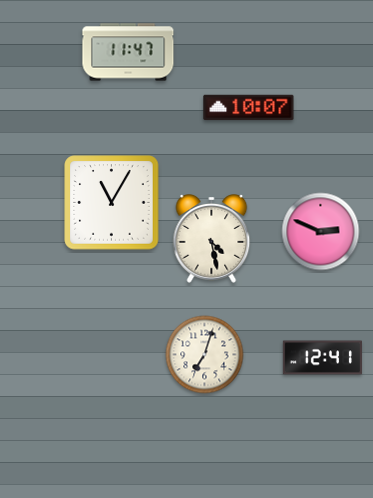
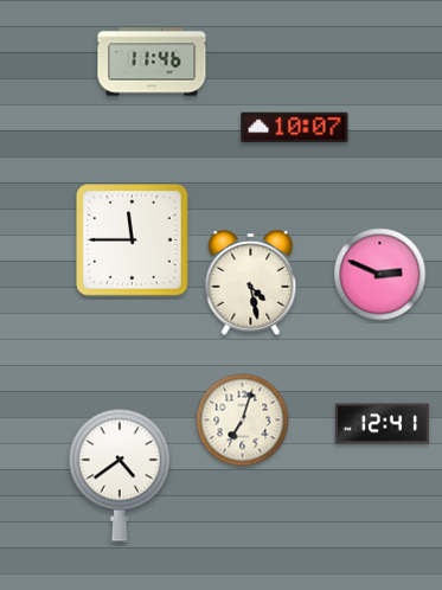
clock at (128, 52): 11:47 -> 11:46
clock at (112, 203): 11:05 -> 11:45
clock at (118, 475): none -> 4:39
